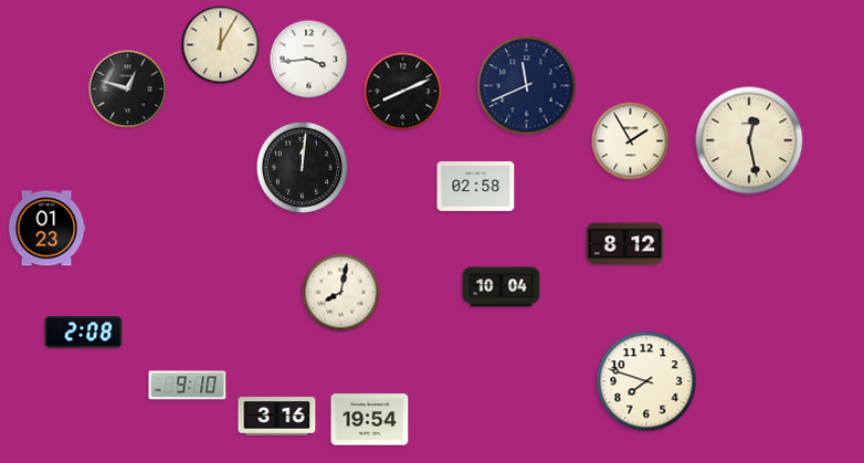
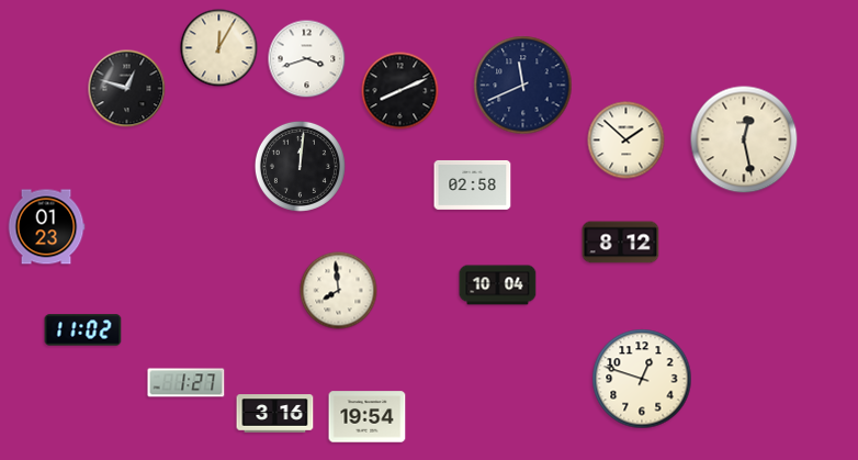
clock at (221, 45) position: (221, 45) -> (219, 48)
clock at (309, 60): 3:44 -> 3:42
clock at (631, 141): 1:55 -> 1:52
clock at (341, 293): 8:02 -> 7:59
clock at (84, 333): 2:08 -> 11:02
clock at (646, 381): 7:48 -> 12:48
clock at (188, 386): 9:10 -> 1:27
